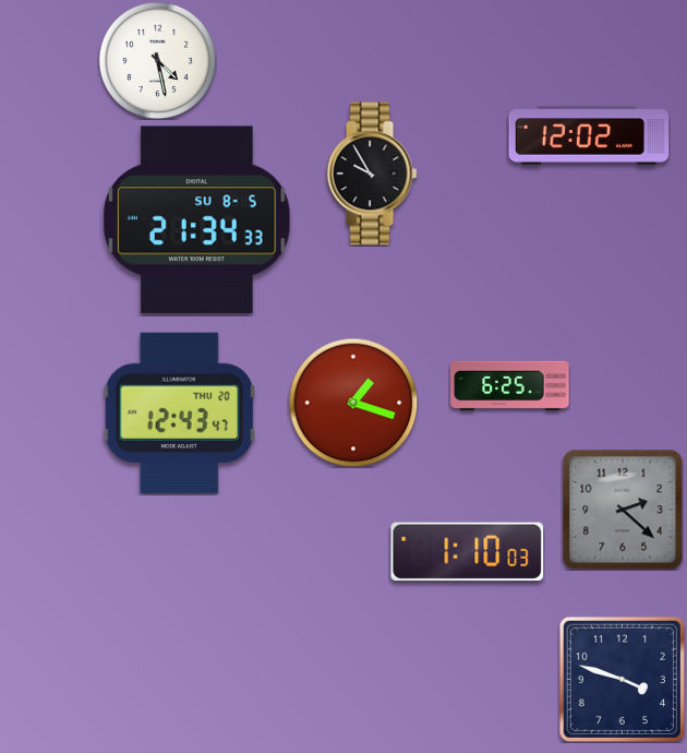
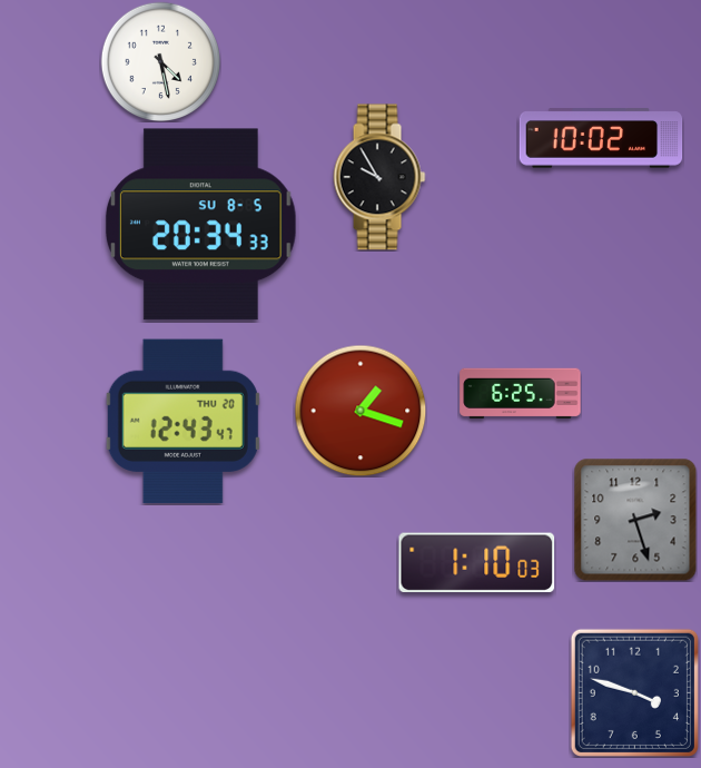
clock at (589, 135): 12:02 -> 10:02
clock at (197, 220): 21:34 -> 20:34
clock at (623, 510): 2:22 -> 2:27
